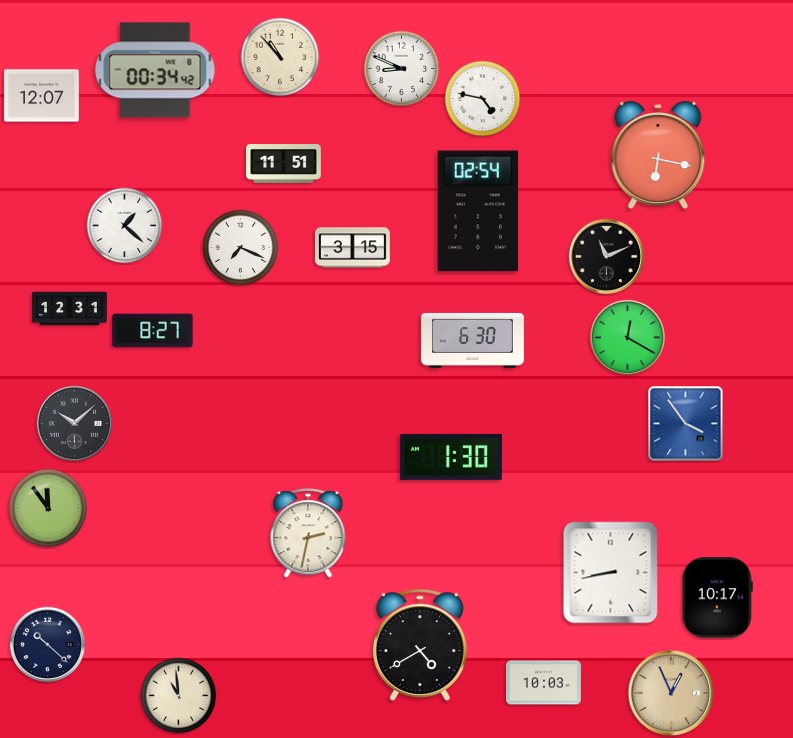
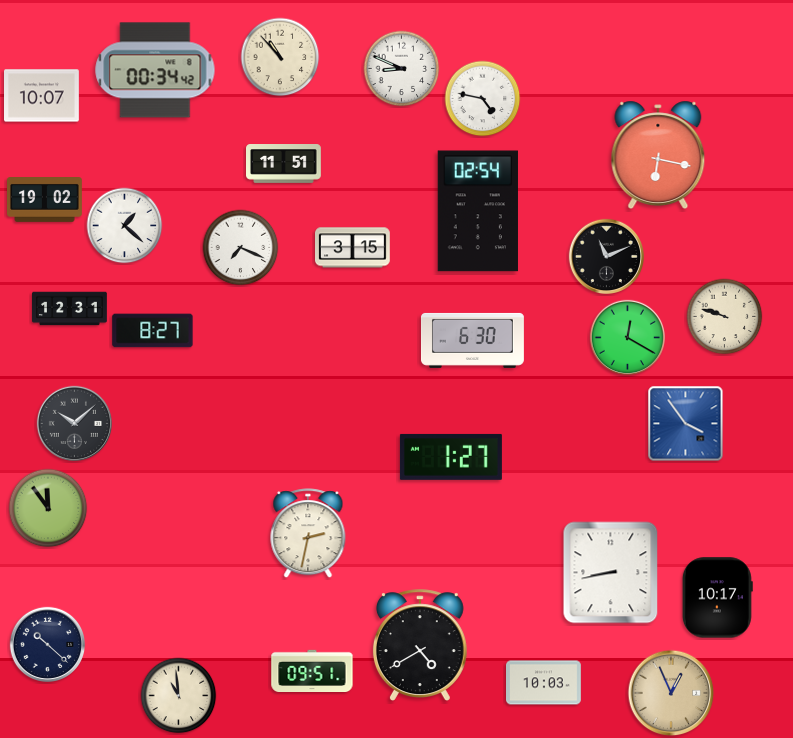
clock at (42, 96): 12:07 -> 10:07
clock at (45, 200): none -> 19:02
clock at (725, 317): none -> 9:48
clock at (451, 457): 1:30 -> 1:27
clock at (312, 670): none -> 09:51
